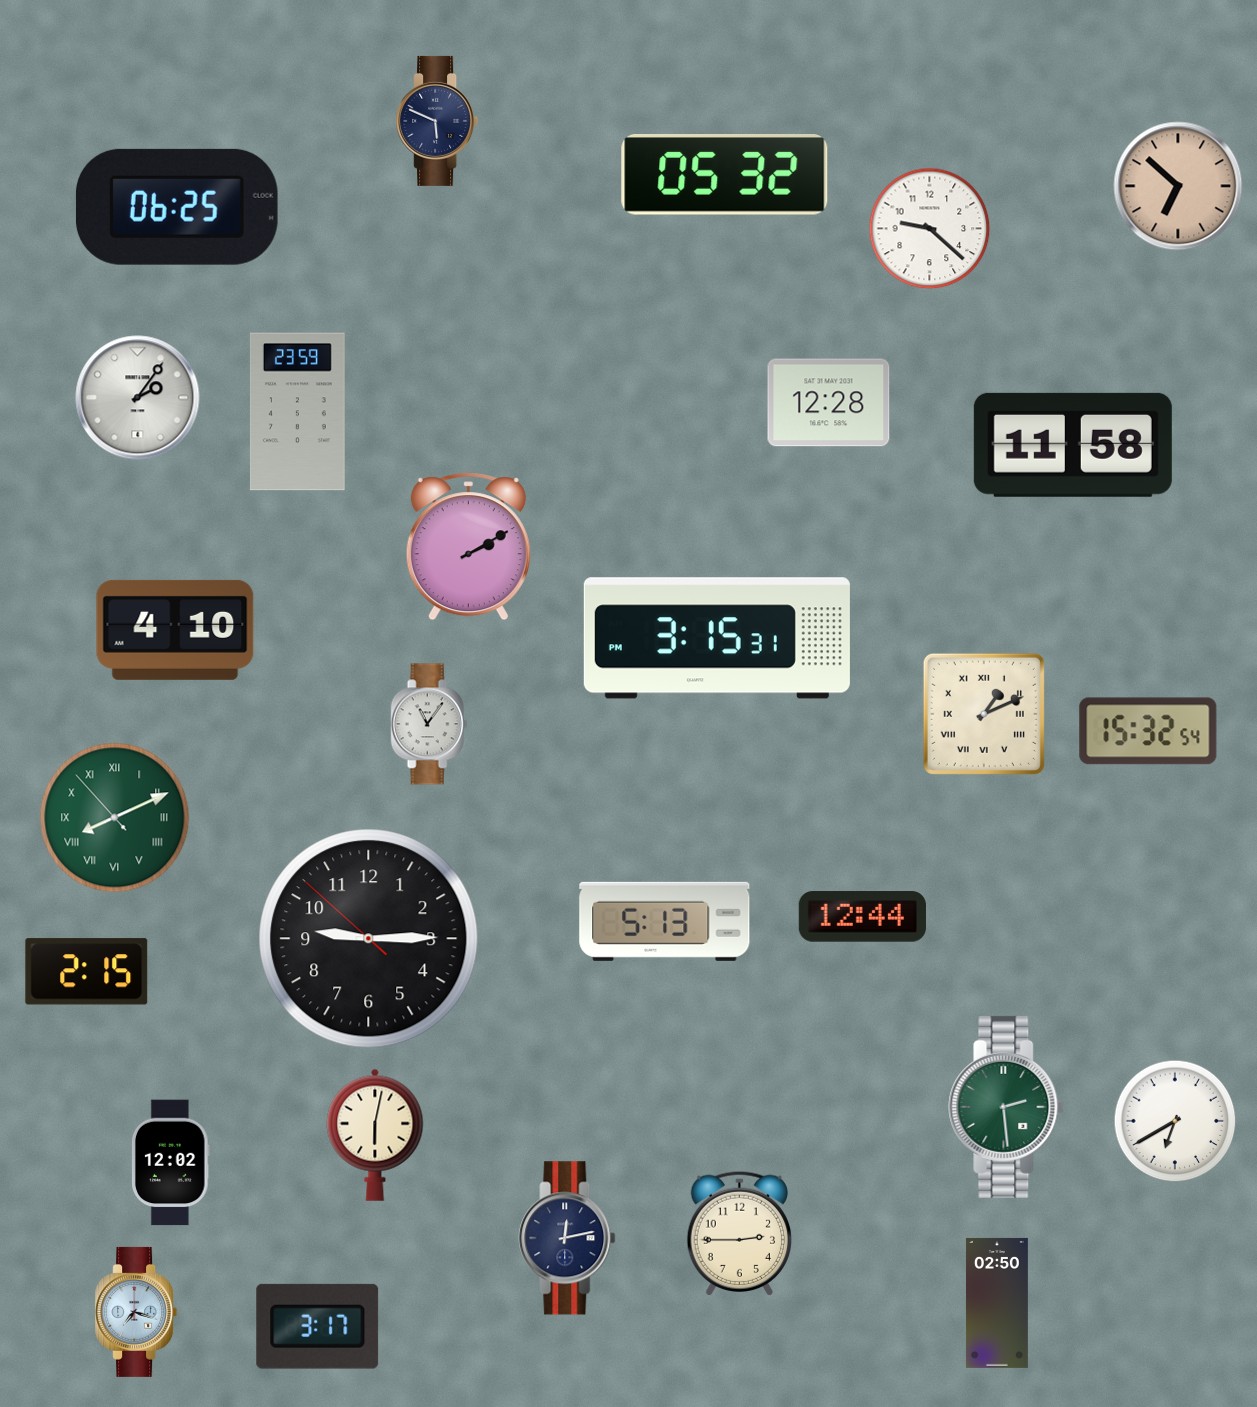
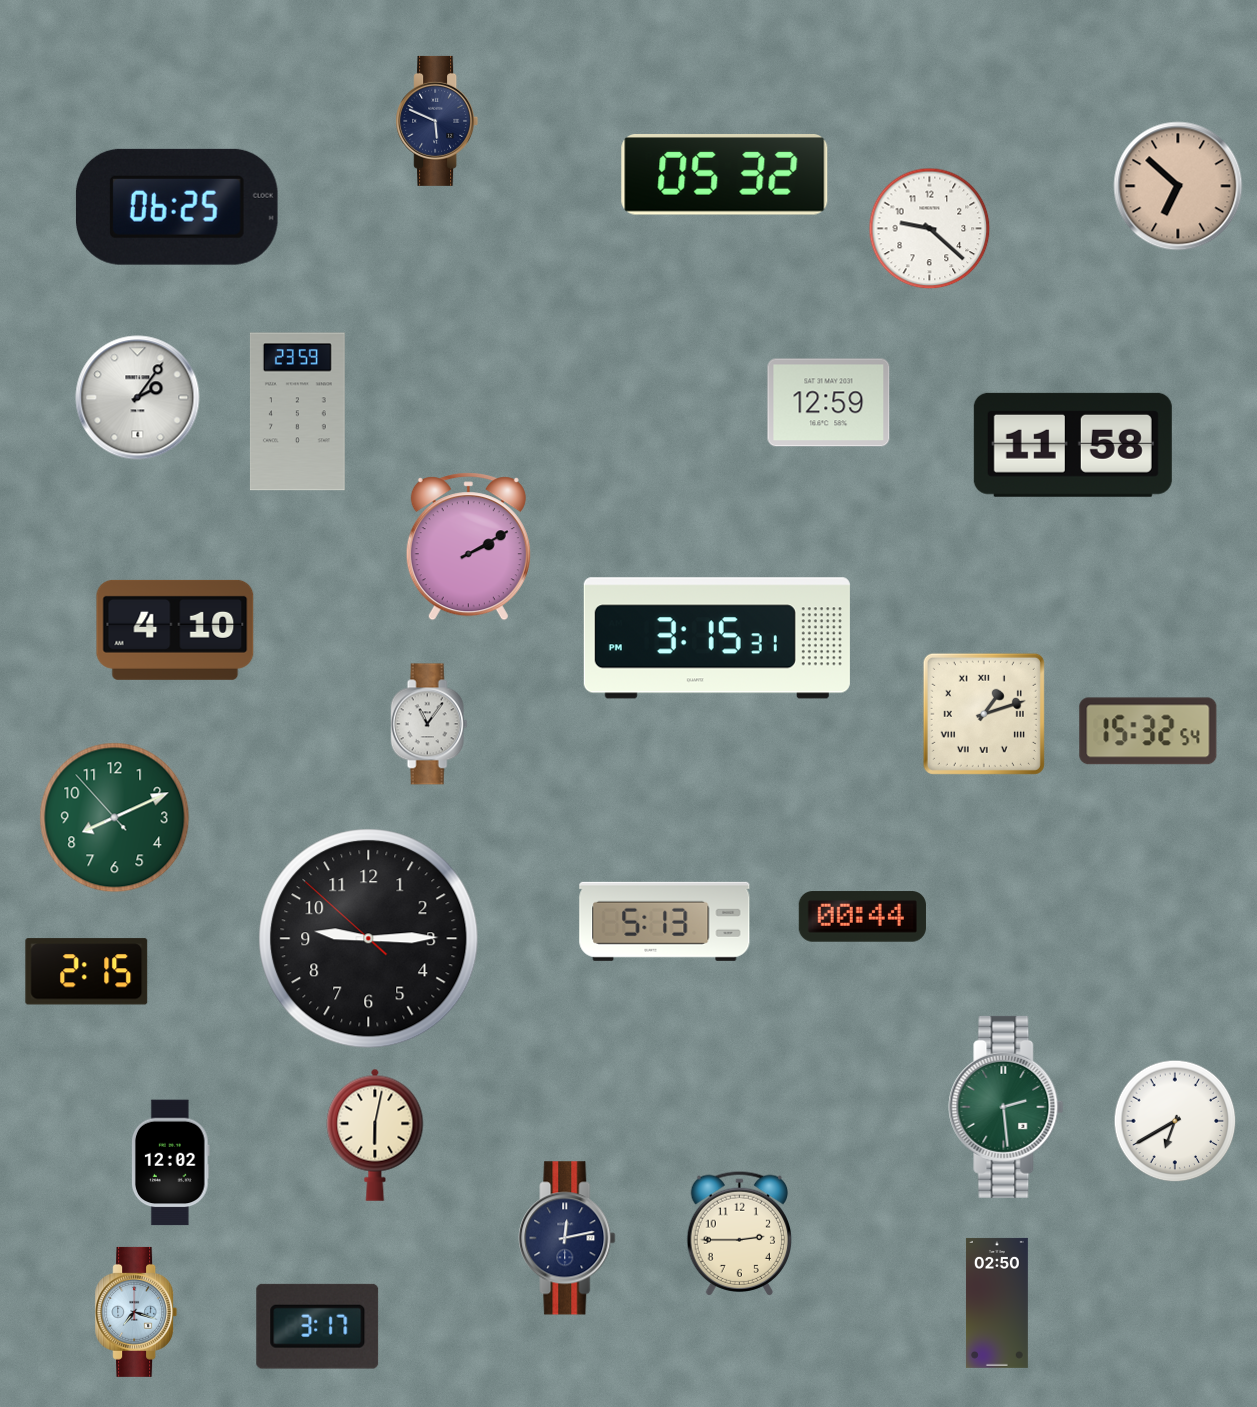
clock at (829, 403): 12:28 -> 12:59
clock at (984, 714): 1:11 -> 1:12
clock at (115, 818) numerals: Roman -> Arabic
clock at (862, 917): 12:44 -> 00:44
